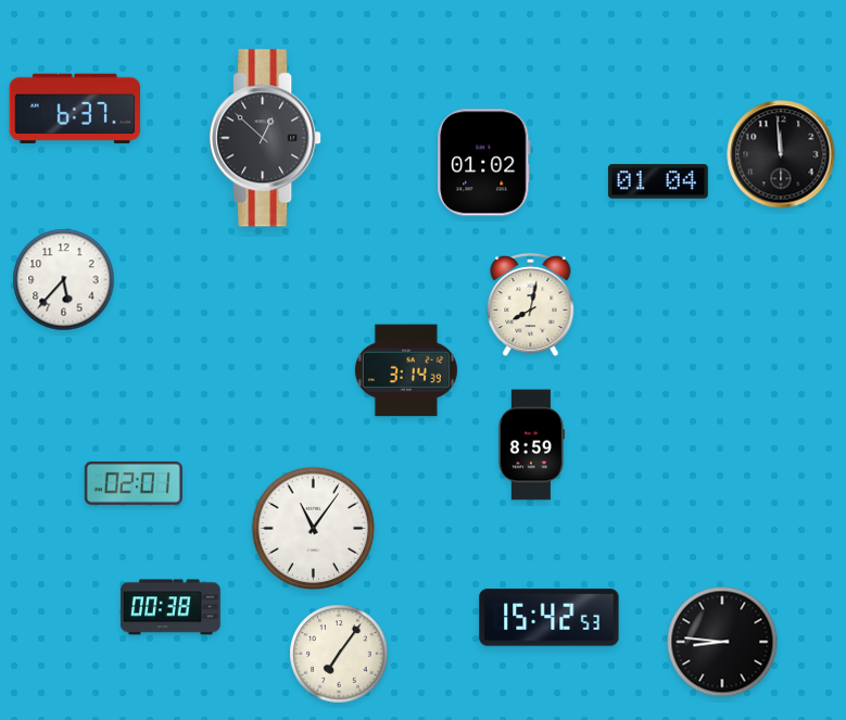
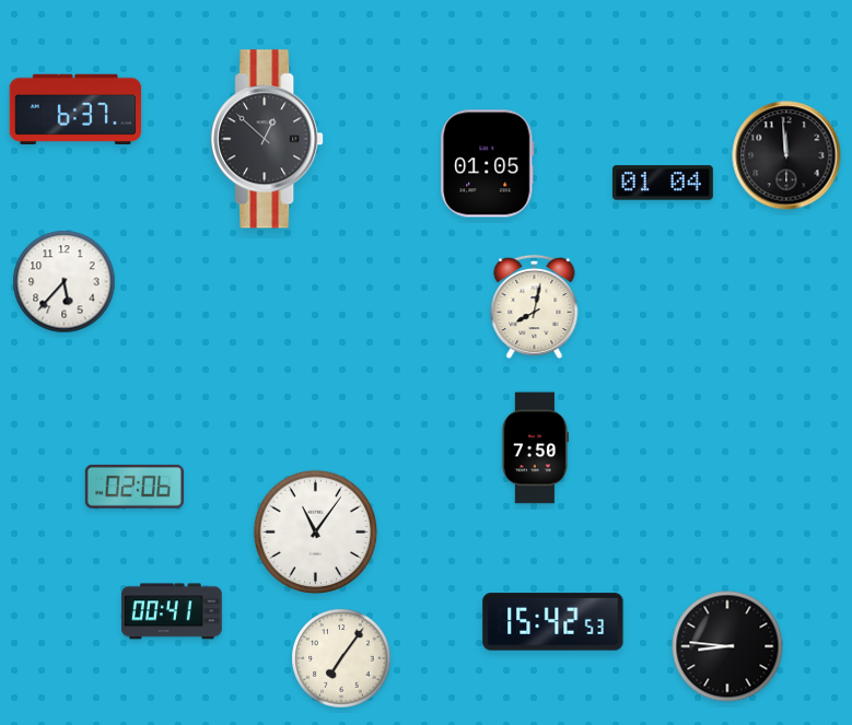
clock at (484, 163): 01:02 -> 01:05
clock at (406, 370): 3:14 -> none
clock at (530, 445): 8:59 -> 7:50
clock at (134, 483): 02:01 -> 02:06
clock at (171, 607): 00:38 -> 00:41
